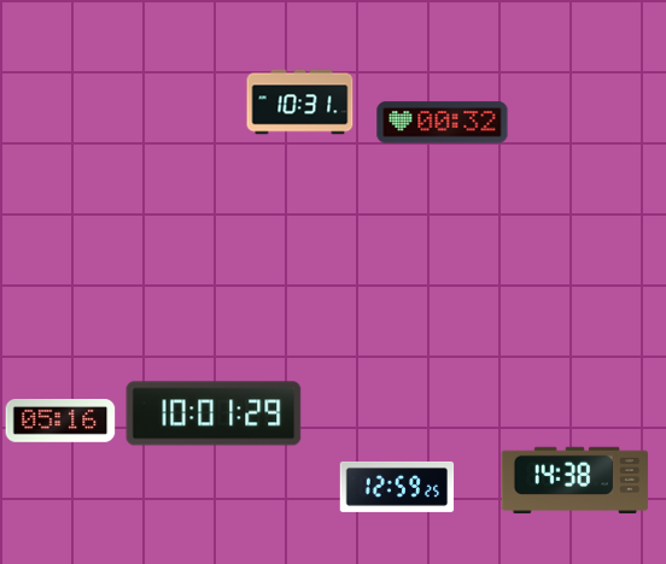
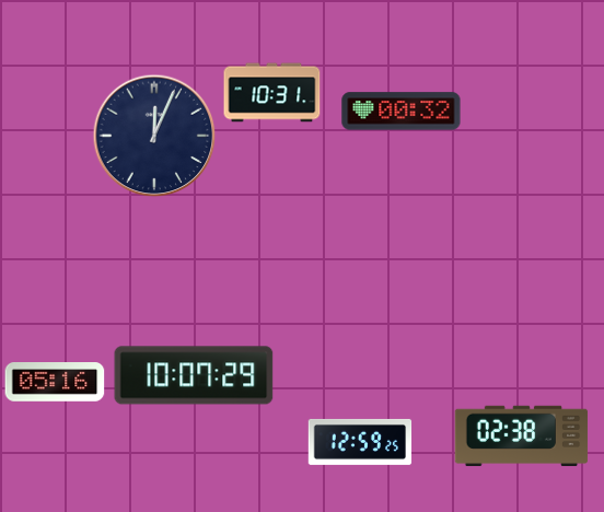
clock at (154, 136): none -> 12:04
clock at (214, 413): 10:01 -> 10:07
clock at (576, 481): 14:38 -> 02:38
